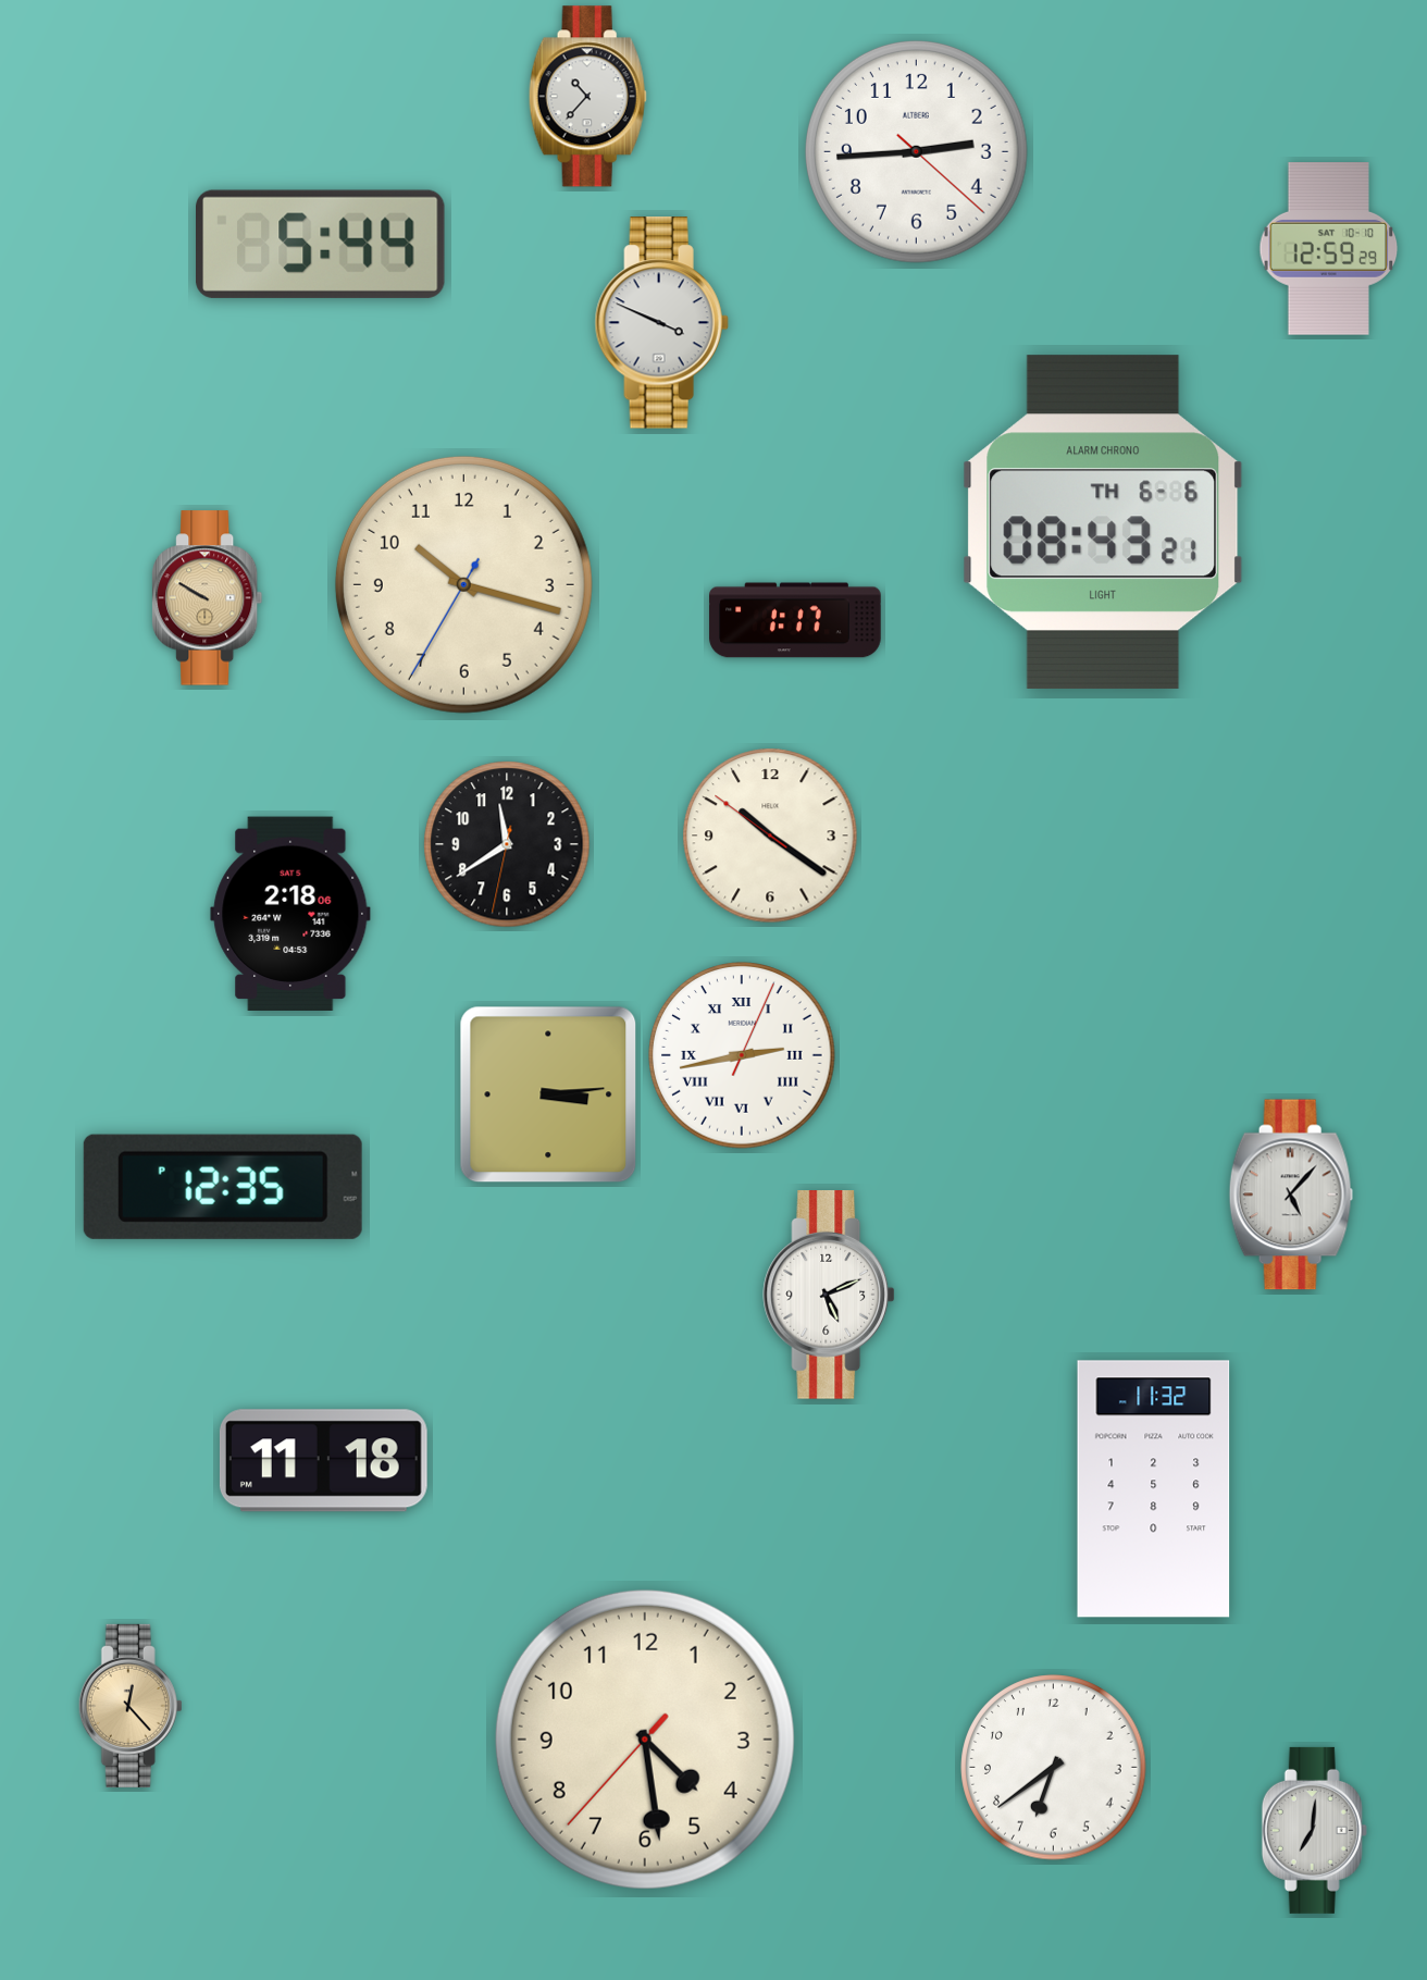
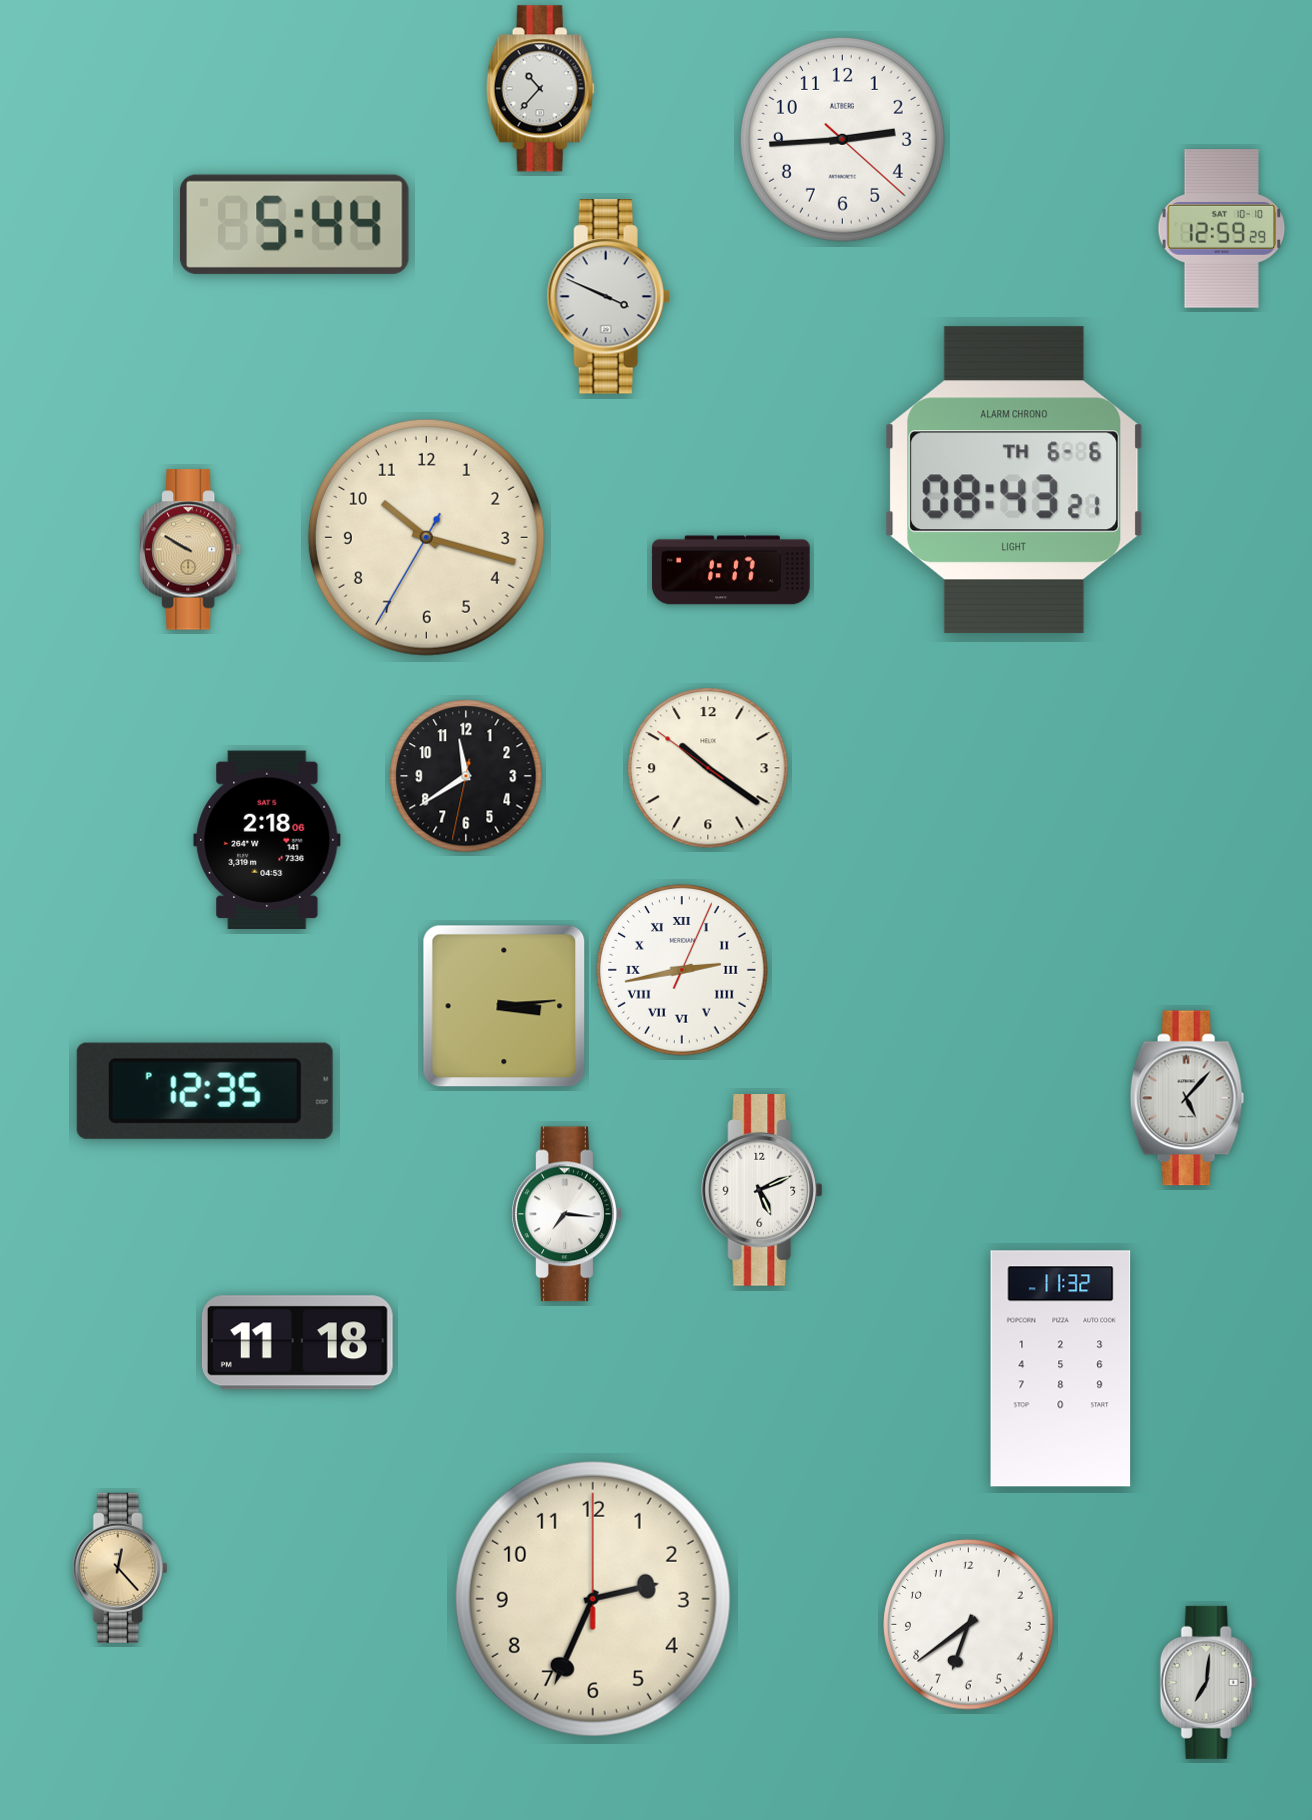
clock at (567, 1214): none -> 7:16
clock at (645, 1740): 4:28 -> 2:34
